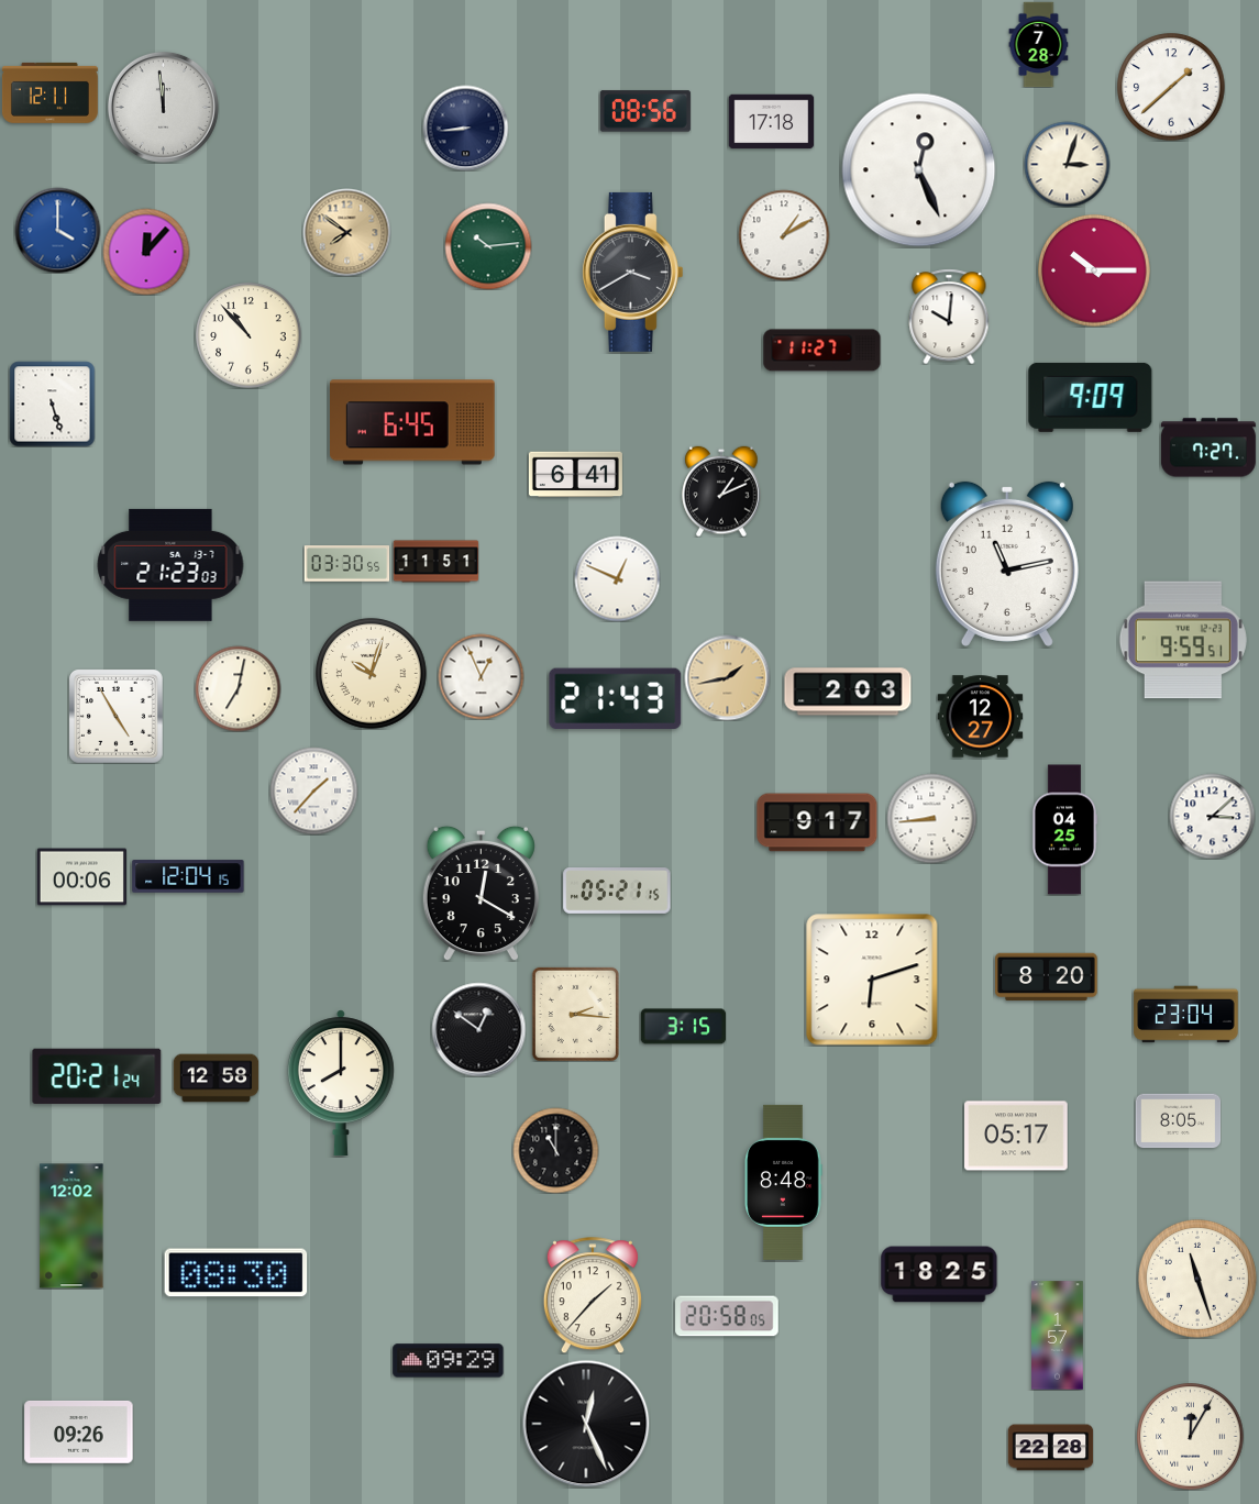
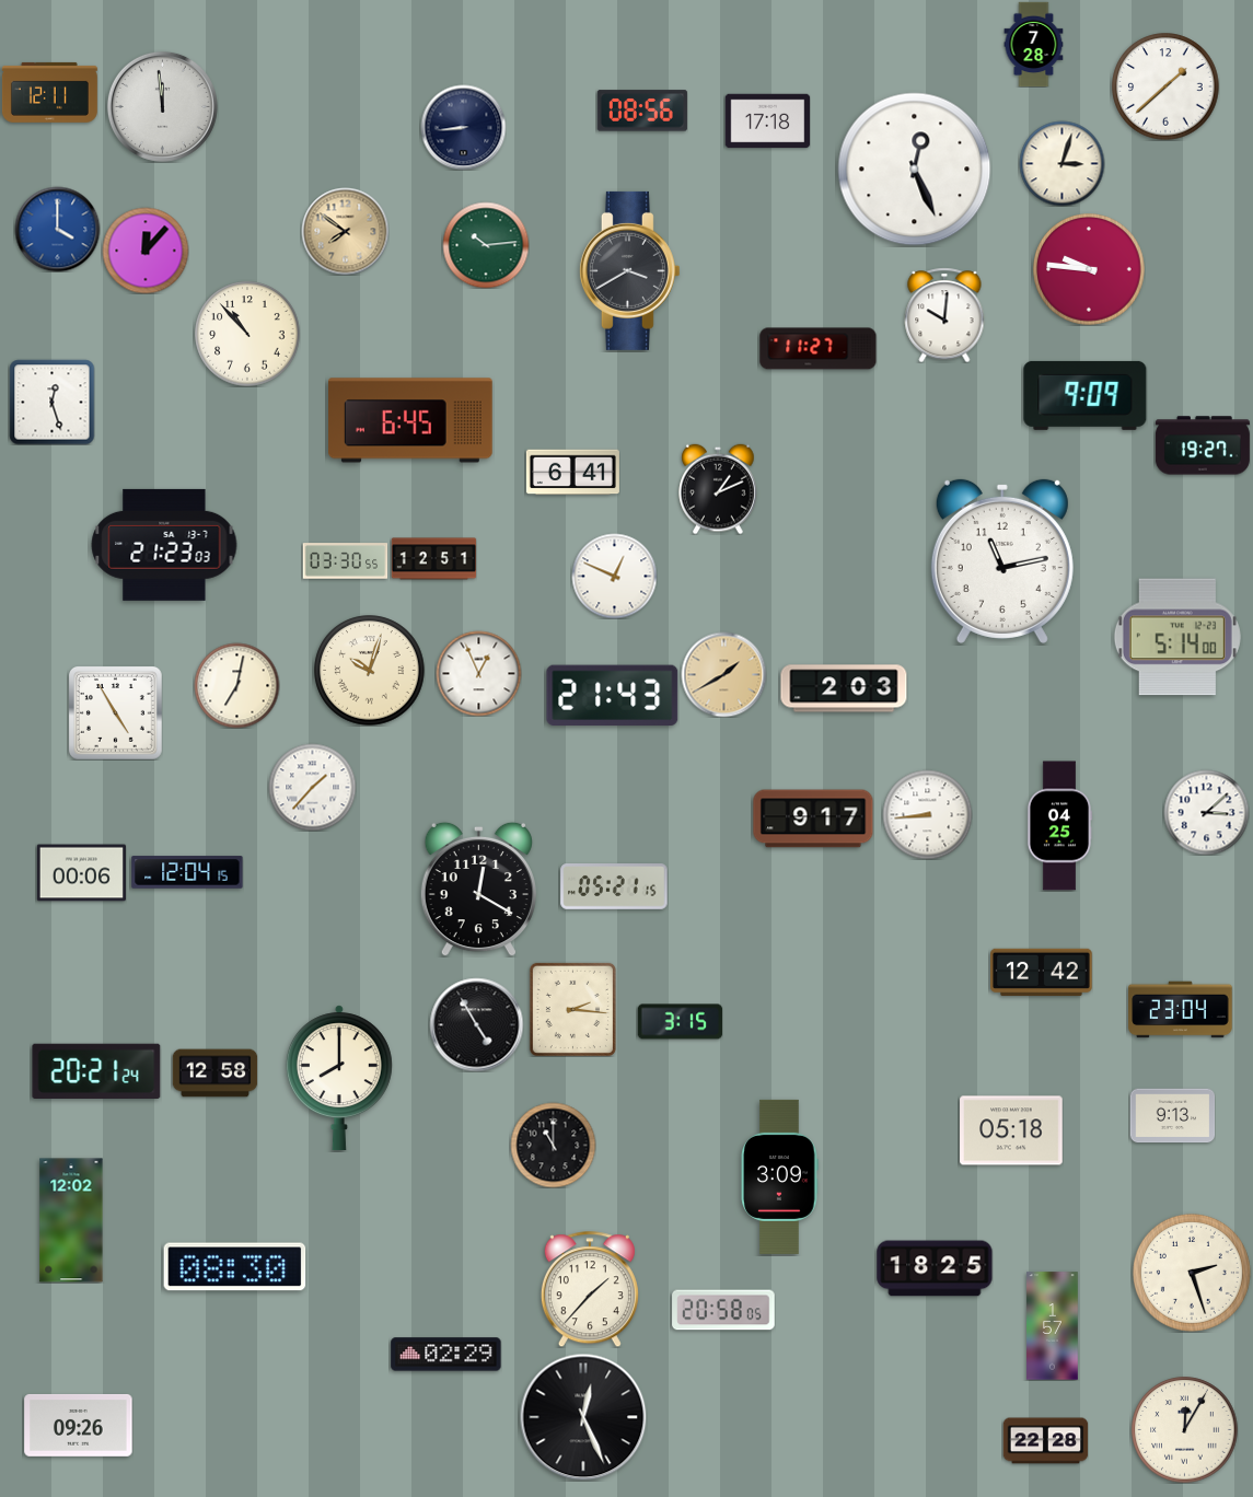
clock at (784, 235): 1:10 -> none
clock at (1094, 270): 10:15 -> 9:46
clock at (52, 403): 5:27 -> 12:27
clock at (1208, 447): 7:27 -> 19:27
clock at (435, 562): 11:51 -> 12:51
clock at (170, 565) position: (170, 565) -> (164, 545)
clock at (1183, 640): 9:59 -> 5:14
clock at (727, 677): 1:43 -> 1:40
clock at (980, 717): 12:27 -> none
clock at (1047, 977): 8:20 -> 12:42
clock at (872, 980): 6:12 -> none
clock at (478, 1029): 12:51 -> 4:55
clock at (1178, 1121): 8:05 -> 9:13
clock at (1016, 1136): 05:17 -> 05:18
clock at (784, 1182): 8:48 -> 3:09
clock at (1197, 1279): 11:27 -> 2:27
clock at (1058, 1336) position: (1058, 1336) -> (1053, 1326)
clock at (449, 1361): 09:29 -> 02:29
